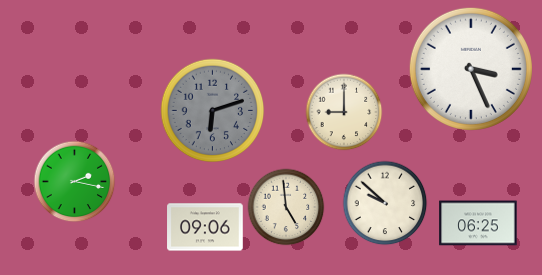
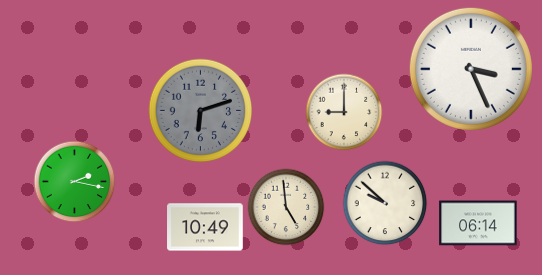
clock at (213, 111) position: (213, 111) -> (201, 111)
clock at (478, 223): 06:25 -> 06:14
clock at (205, 227): 09:06 -> 10:49
